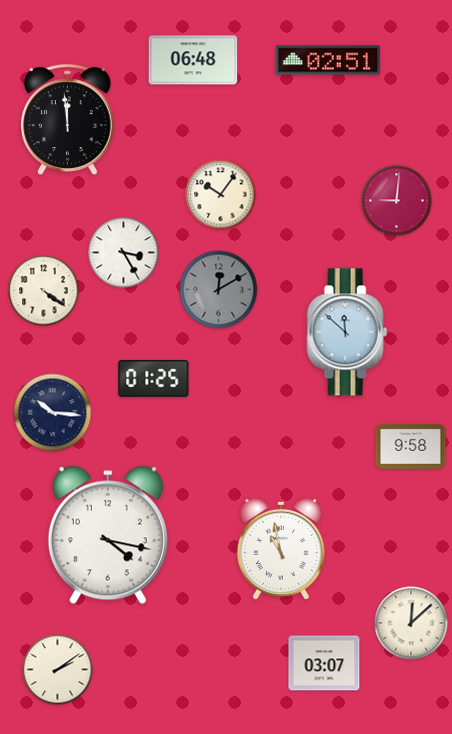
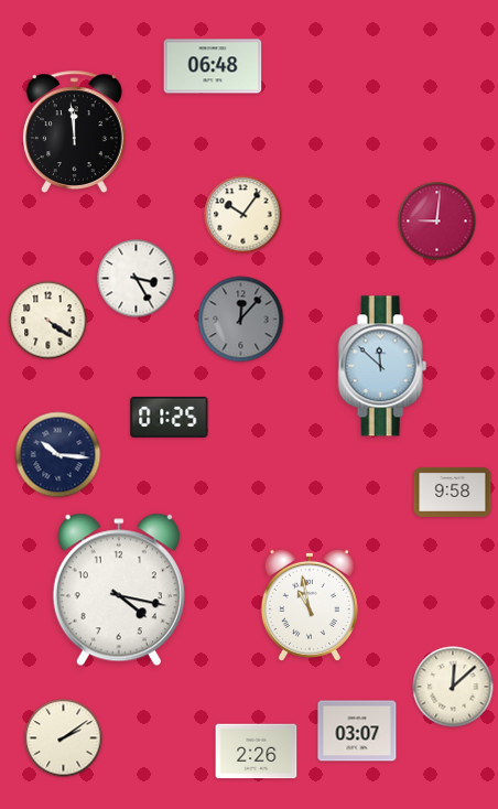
clock at (328, 60): 02:51 -> none
clock at (219, 290): 12:10 -> 12:07
clock at (257, 752): none -> 2:26
